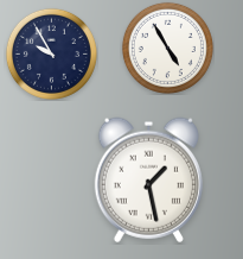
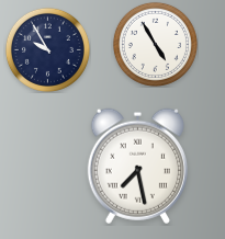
clock at (148, 179): 1:28 -> 7:28
